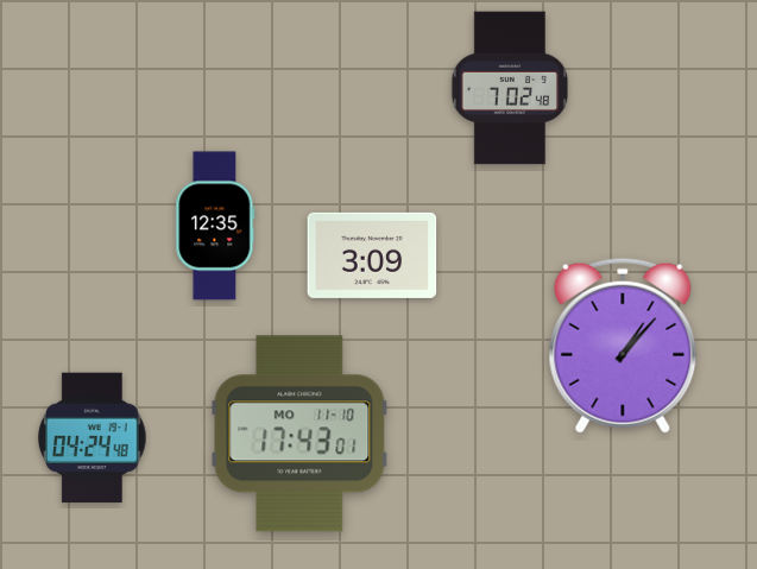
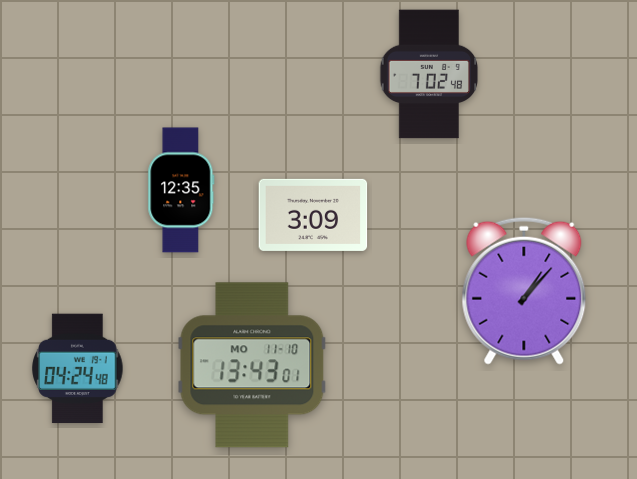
clock at (299, 434): 17:43 -> 13:43
